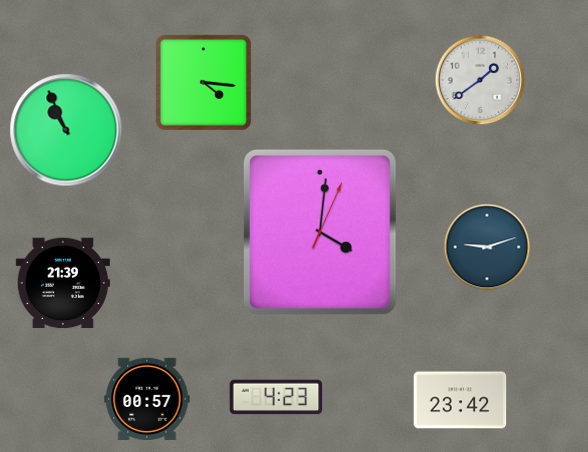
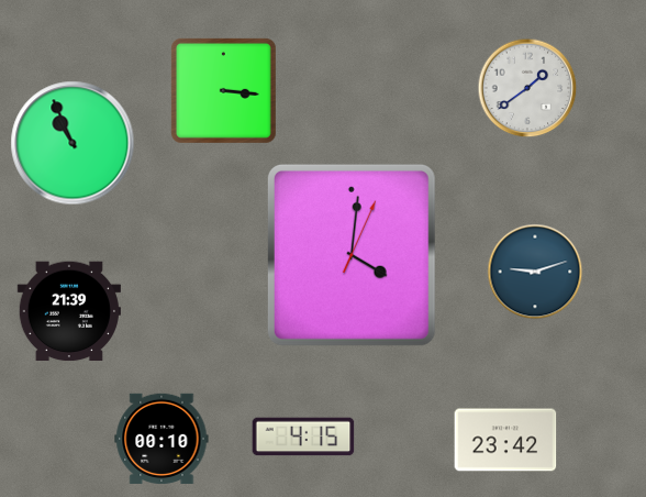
clock at (203, 82): 4:16 -> 3:16
clock at (276, 397): 4:23 -> 4:15
clock at (147, 399): 00:57 -> 00:10
